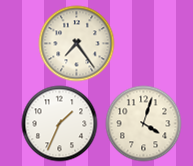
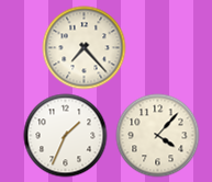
clock at (77, 44): 7:24 -> 7:23
clock at (144, 124): 4:03 -> 4:07
